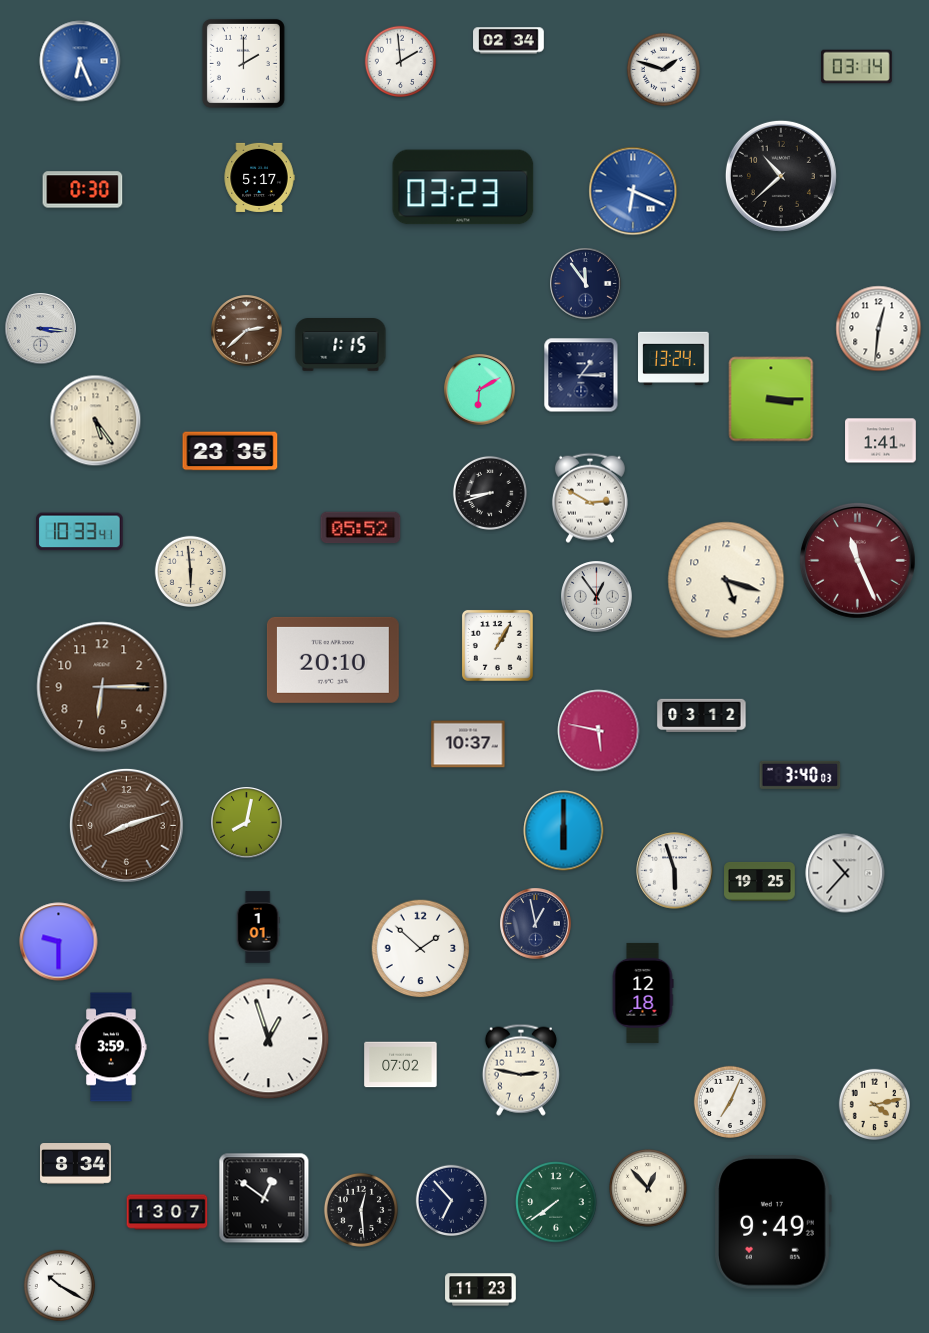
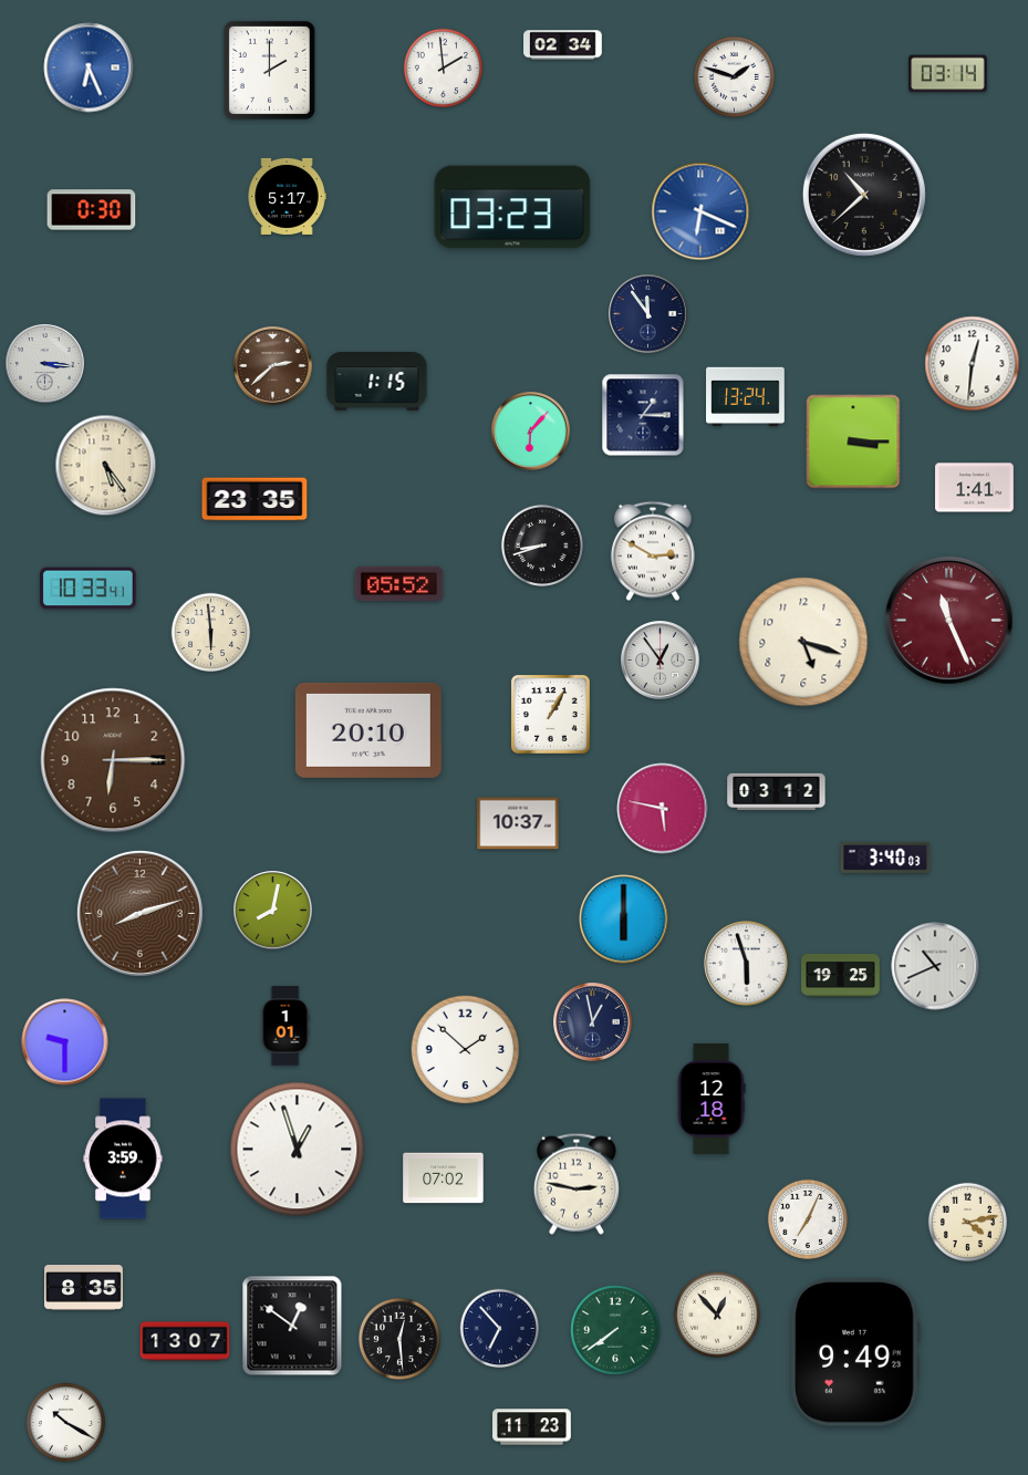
clock at (480, 390): 6:10 -> 6:07
clock at (845, 873): 10:37 -> 10:41
clock at (76, 1164): 8:34 -> 8:35
